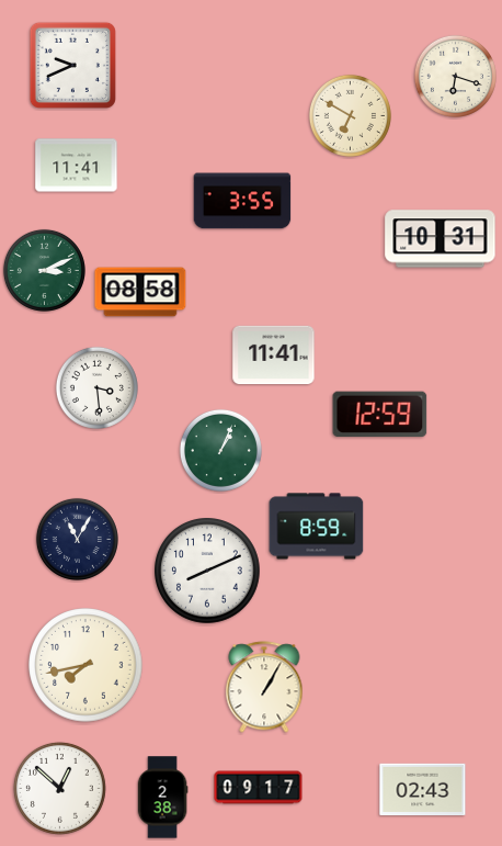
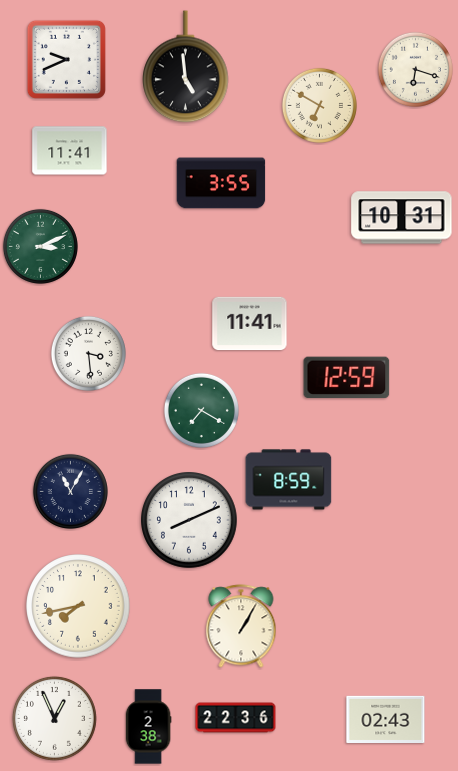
clock at (186, 67): none -> 4:59
clock at (140, 292): 08:58 -> none
clock at (220, 450): 1:04 -> 7:20
clock at (59, 788): 12:52 -> 12:56
clock at (259, 788): 09:17 -> 22:36
